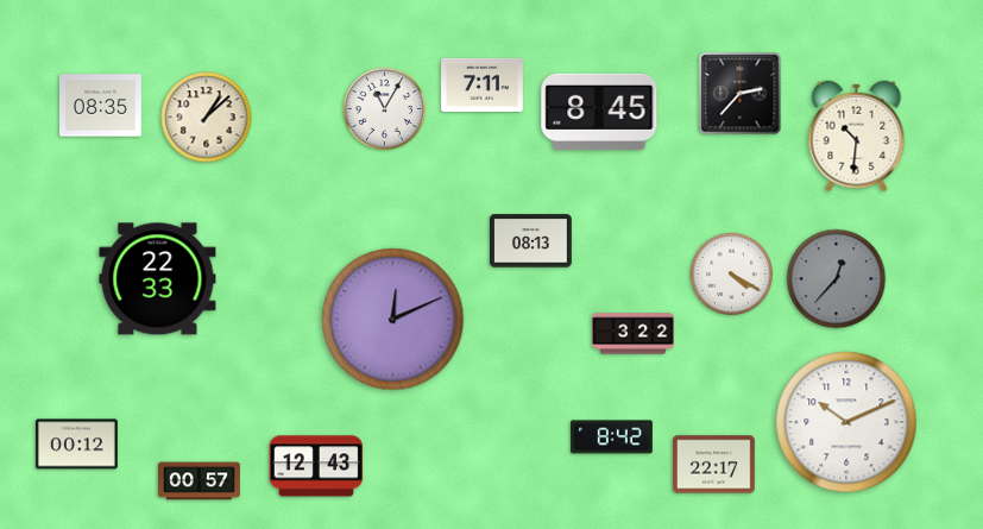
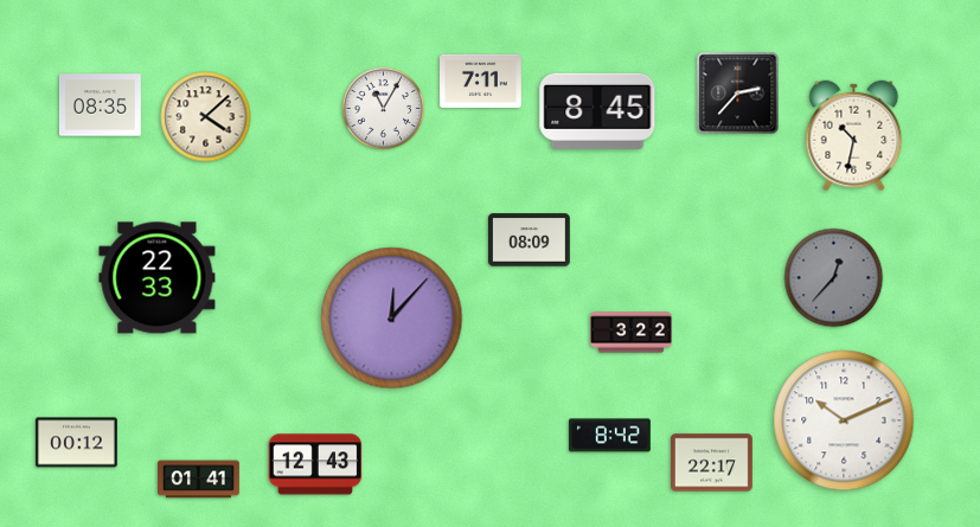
clock at (483, 84) position: (483, 84) -> (481, 81)
clock at (207, 118): 1:08 -> 4:08
clock at (857, 137): 10:31 -> 10:32
clock at (530, 241): 08:13 -> 08:09
clock at (731, 273): 4:20 -> none
clock at (393, 320): 12:11 -> 12:07
clock at (200, 481): 00:57 -> 01:41
